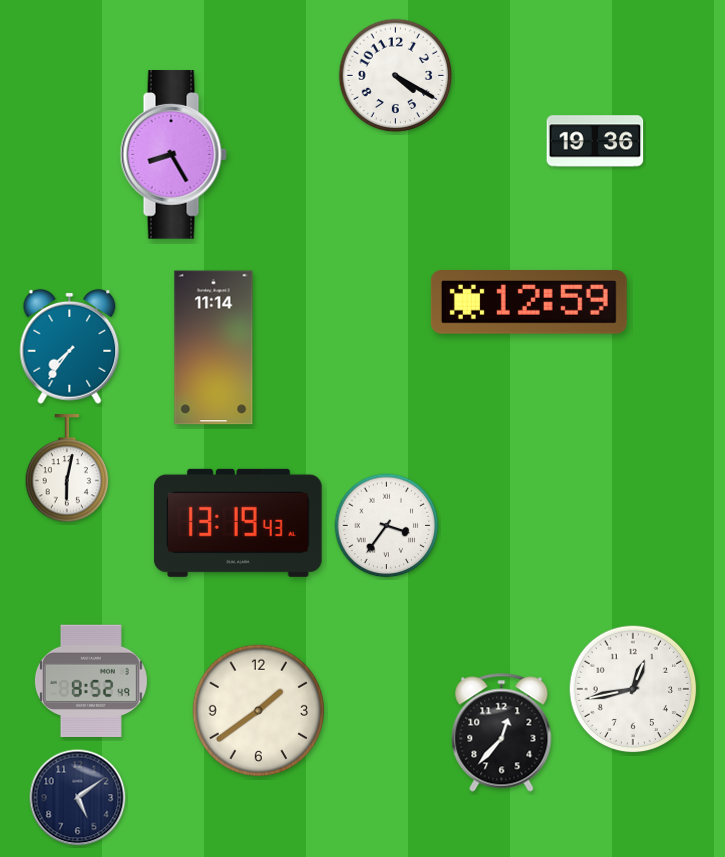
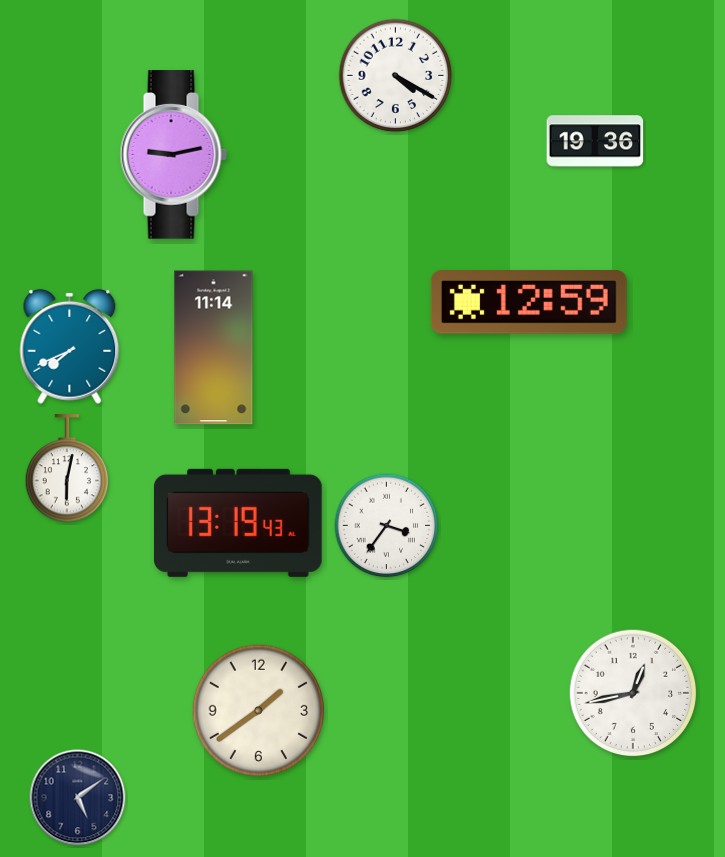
clock at (173, 155): 8:25 -> 9:13
clock at (70, 346): 7:36 -> 7:41
clock at (91, 681): 8:52 -> none
clock at (633, 689) position: (633, 689) -> (633, 693)
clock at (502, 733): 12:37 -> none
